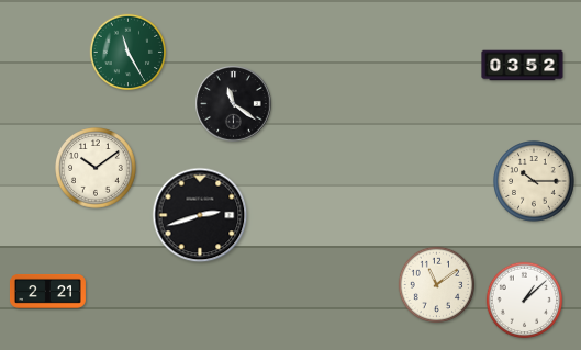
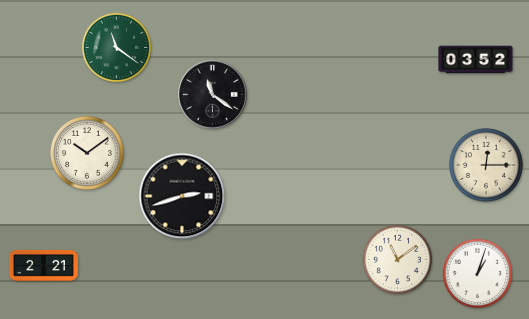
clock at (129, 53): 11:25 -> 11:21
clock at (534, 181): 10:15 -> 12:15
clock at (525, 301): 1:08 -> 1:03
